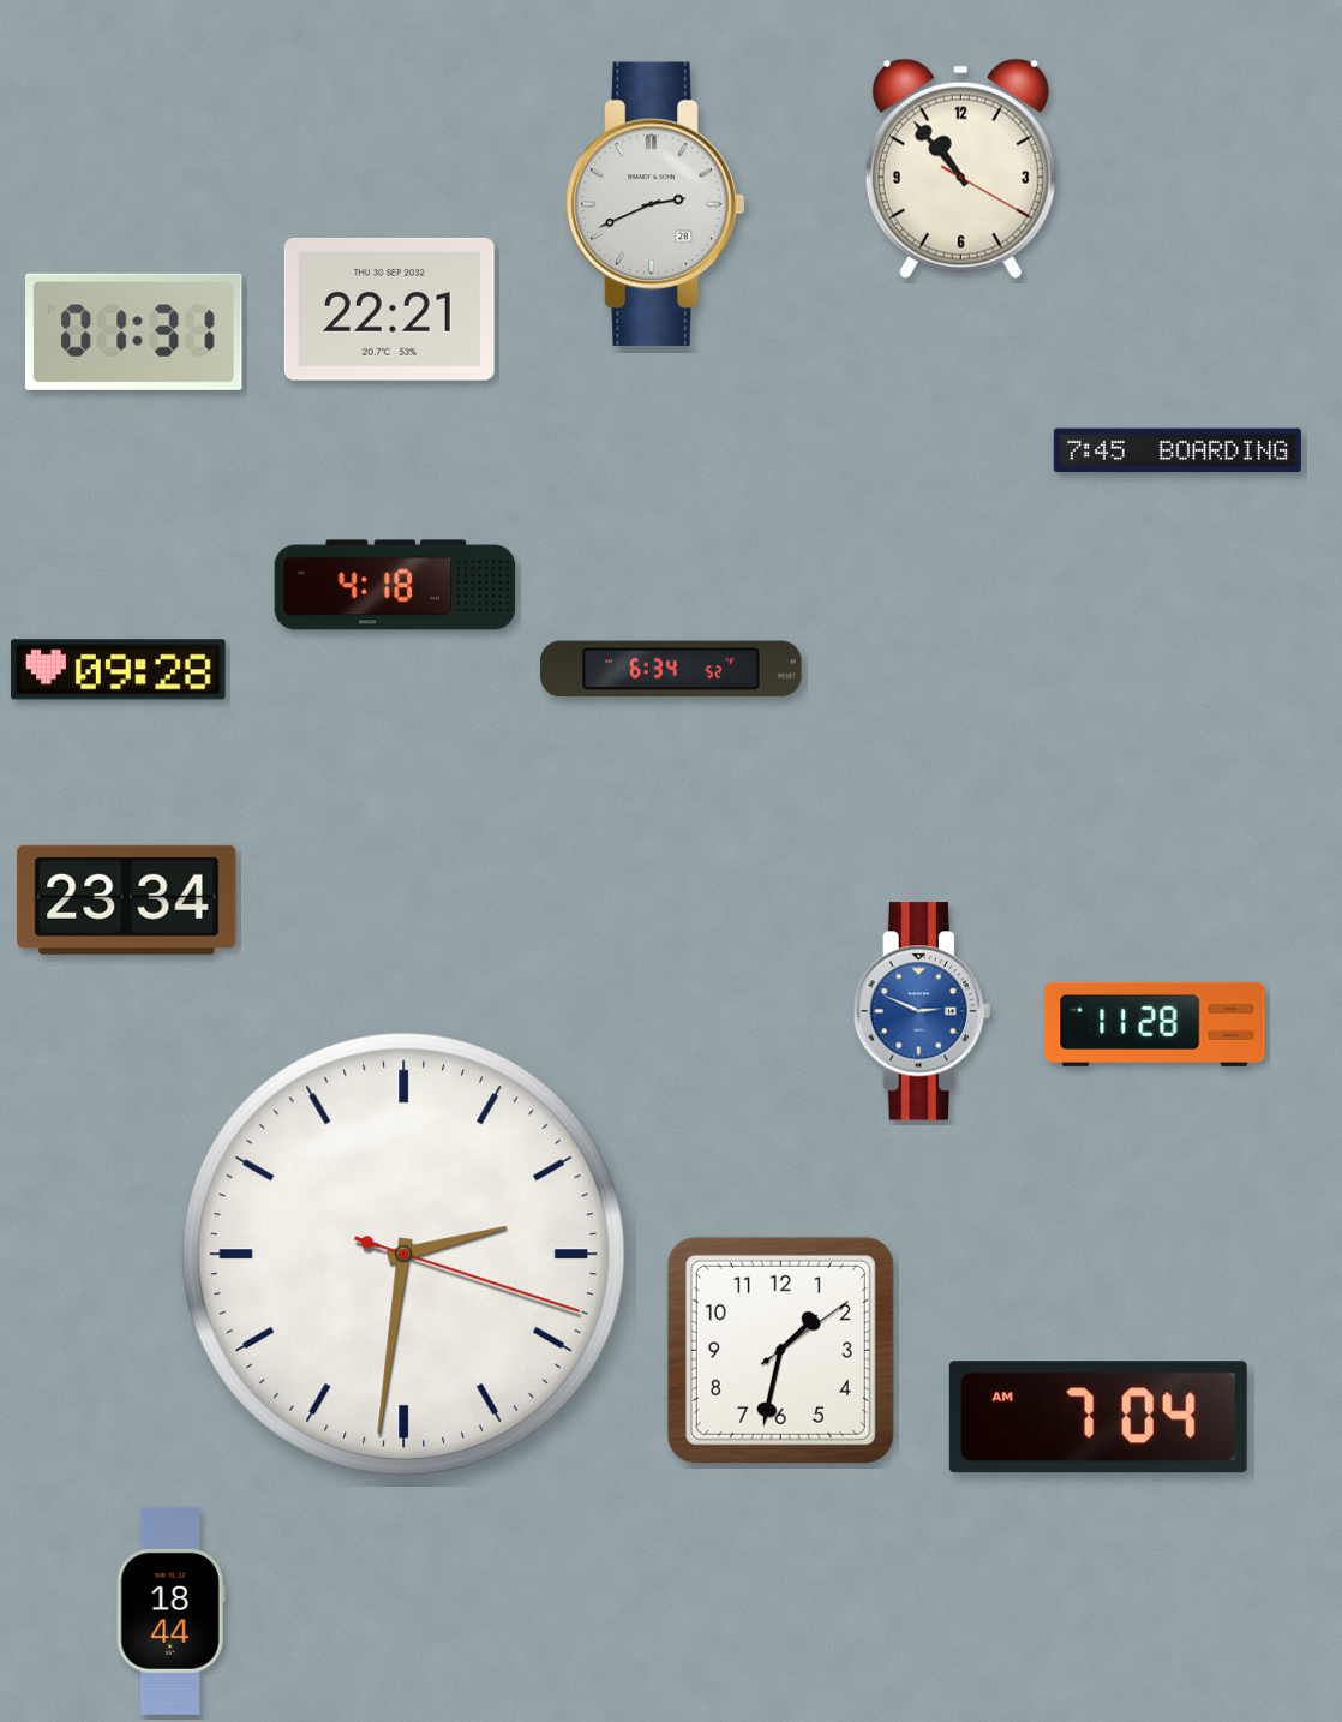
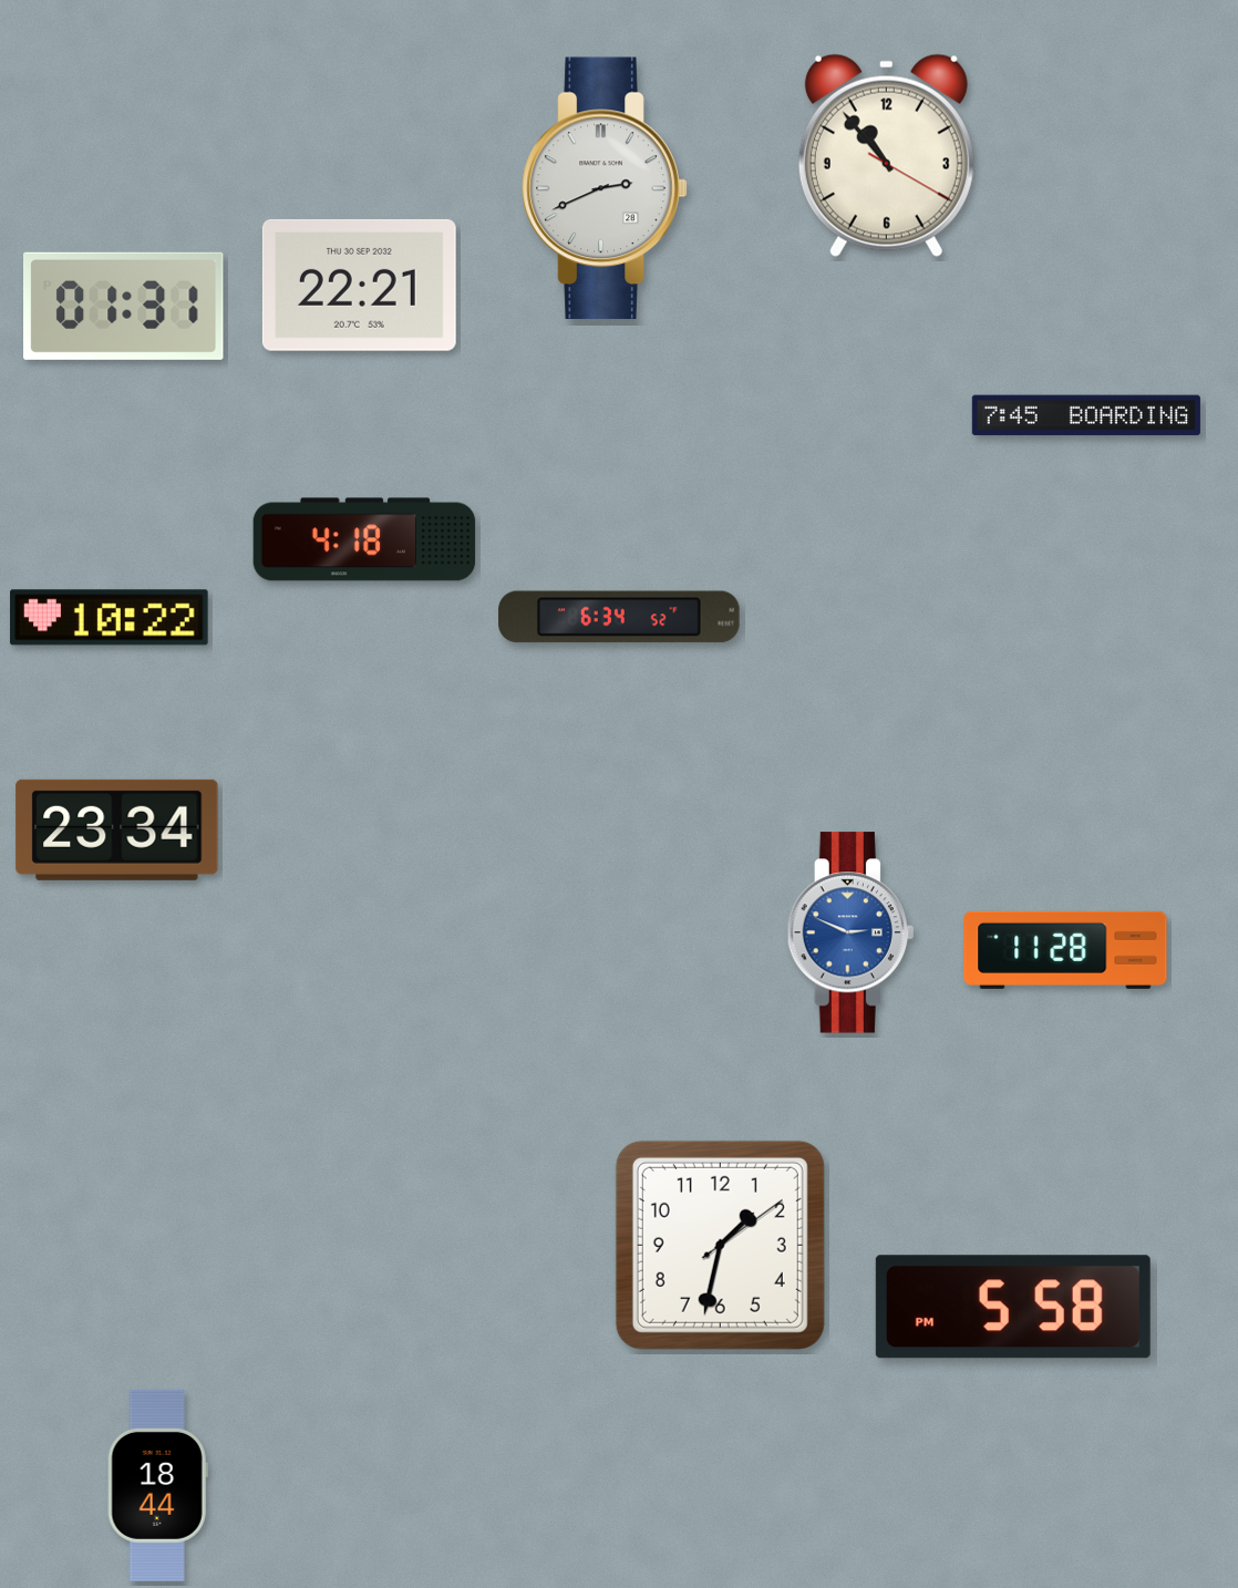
clock at (119, 670): 09:28 -> 10:22
clock at (1155, 1024) position: (1155, 1024) -> (1065, 950)
clock at (403, 1254): 2:31 -> none
clock at (1098, 1417): 7:04 -> 5:58
